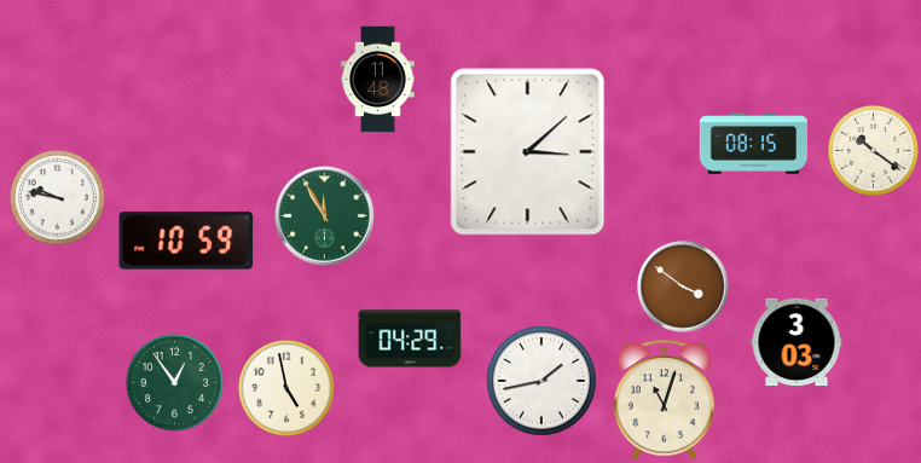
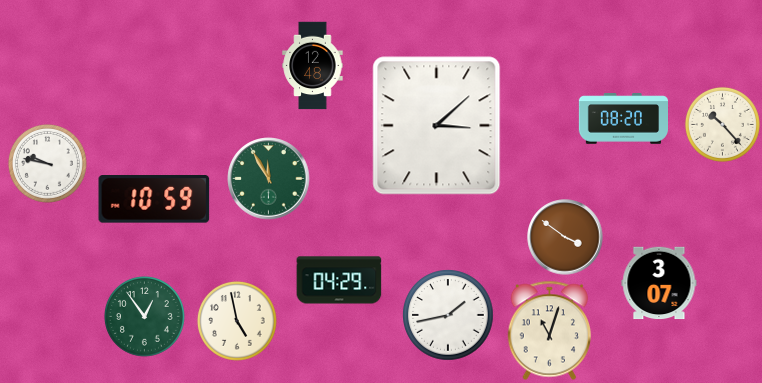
clock at (378, 80): 11:48 -> 12:48
clock at (753, 144): 08:15 -> 08:20
clock at (873, 150): 10:21 -> 10:23
clock at (797, 342): 3:03 -> 3:07
